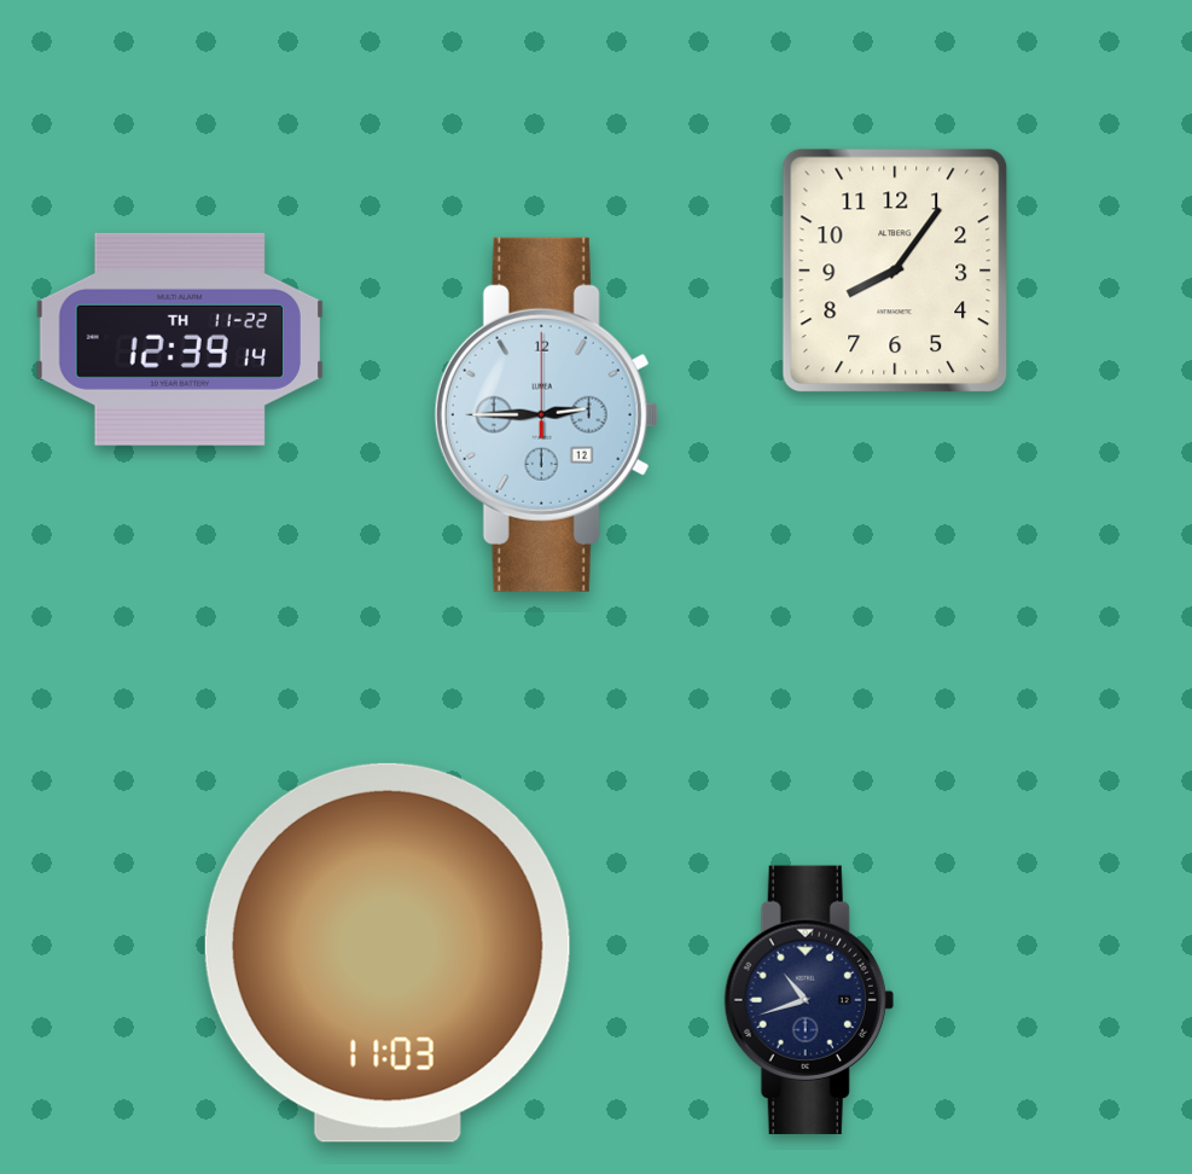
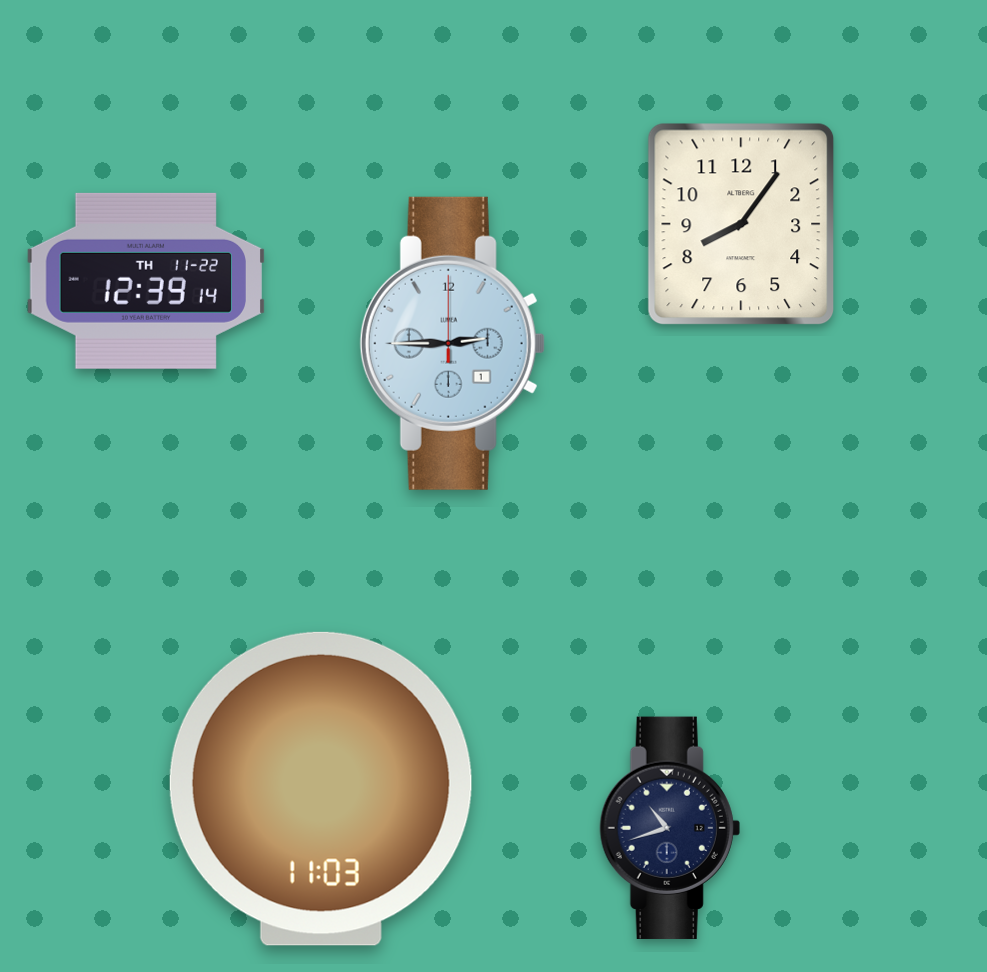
clock at (180, 339) position: (180, 339) -> (146, 281)
clock at (546, 414) date: 12 -> 1
